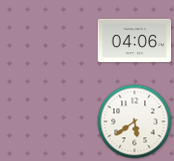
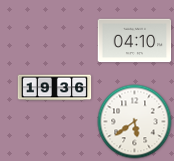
clock at (135, 41): 04:06 -> 04:10
clock at (55, 88): none -> 19:36
